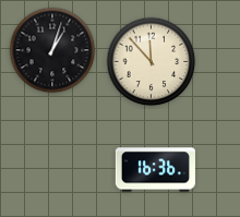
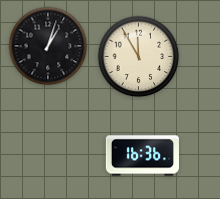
clock at (152, 62): 11:53 -> 11:55
